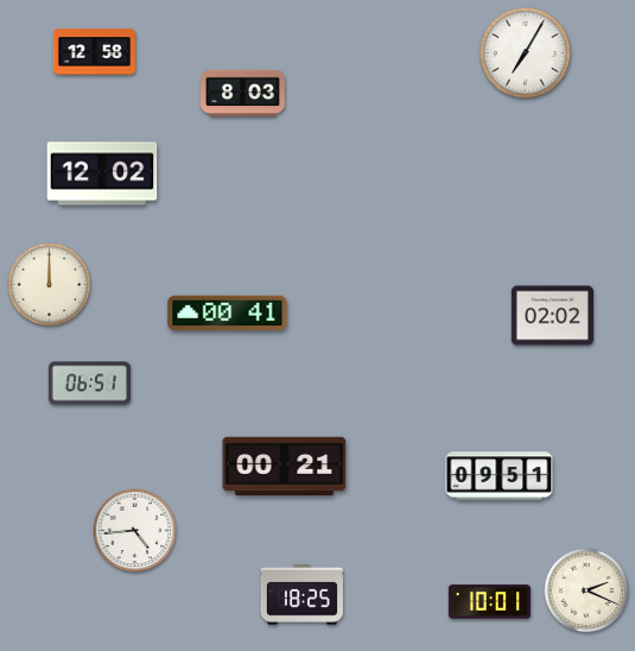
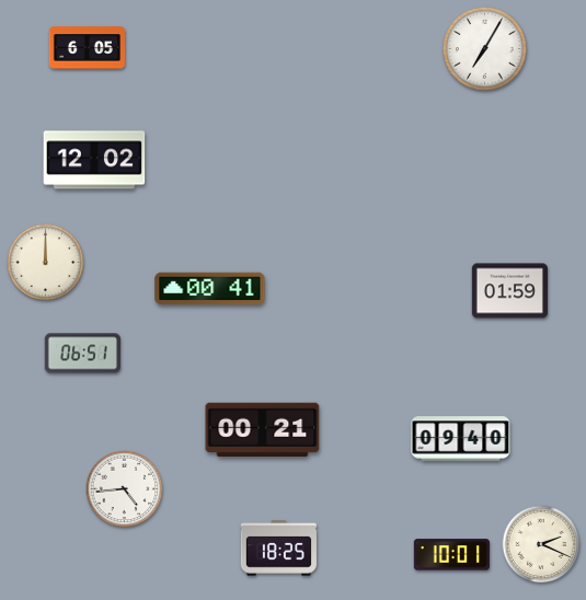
clock at (94, 52): 12:58 -> 6:05
clock at (243, 93): 8:03 -> none
clock at (552, 316): 02:02 -> 01:59
clock at (500, 476): 09:51 -> 09:40
